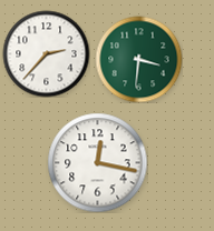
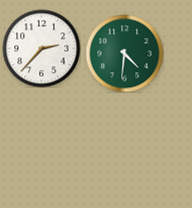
clock at (138, 59): 3:31 -> 4:31
clock at (97, 162): 12:17 -> none
